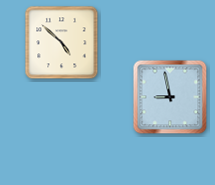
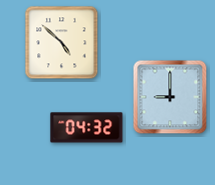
clock at (170, 97): 8:58 -> 9:00
clock at (87, 128): none -> 04:32
